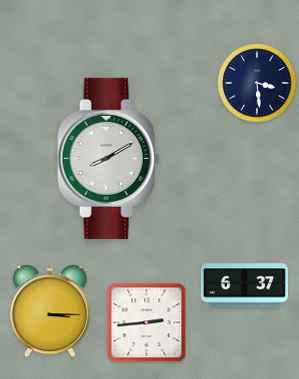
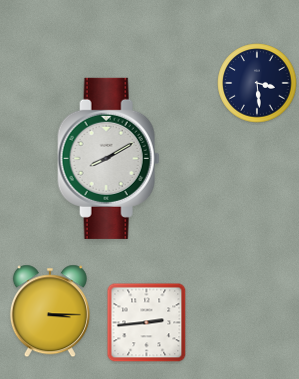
clock at (244, 286): 6:37 -> none
